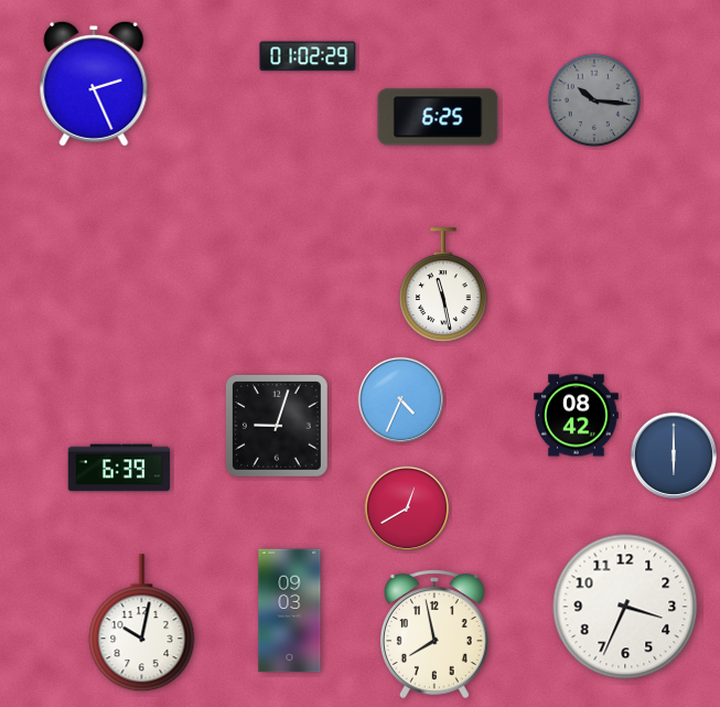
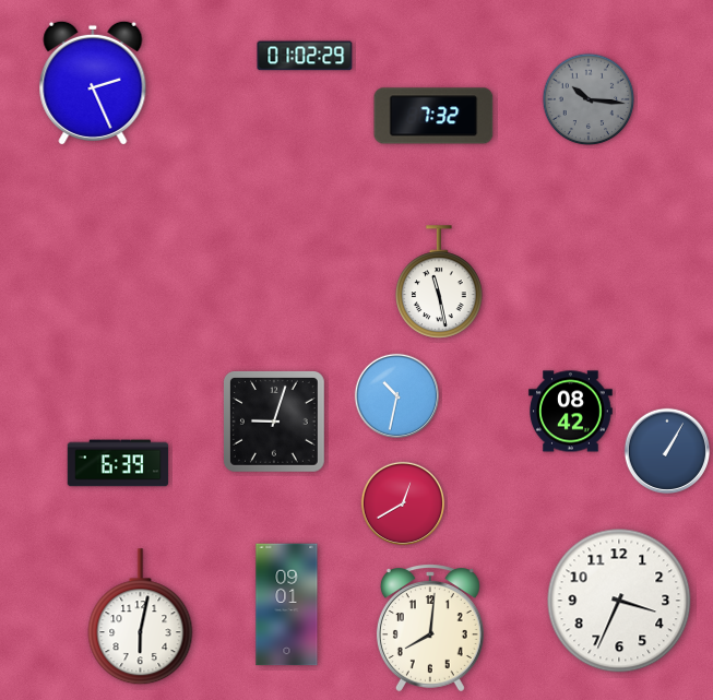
clock at (438, 117): 6:25 -> 7:32
clock at (401, 400): 4:34 -> 10:32
clock at (674, 456): 6:00 -> 1:05
clock at (290, 611): 09:03 -> 09:01
clock at (142, 623): 10:02 -> 6:02
clock at (434, 634): 7:58 -> 8:01
